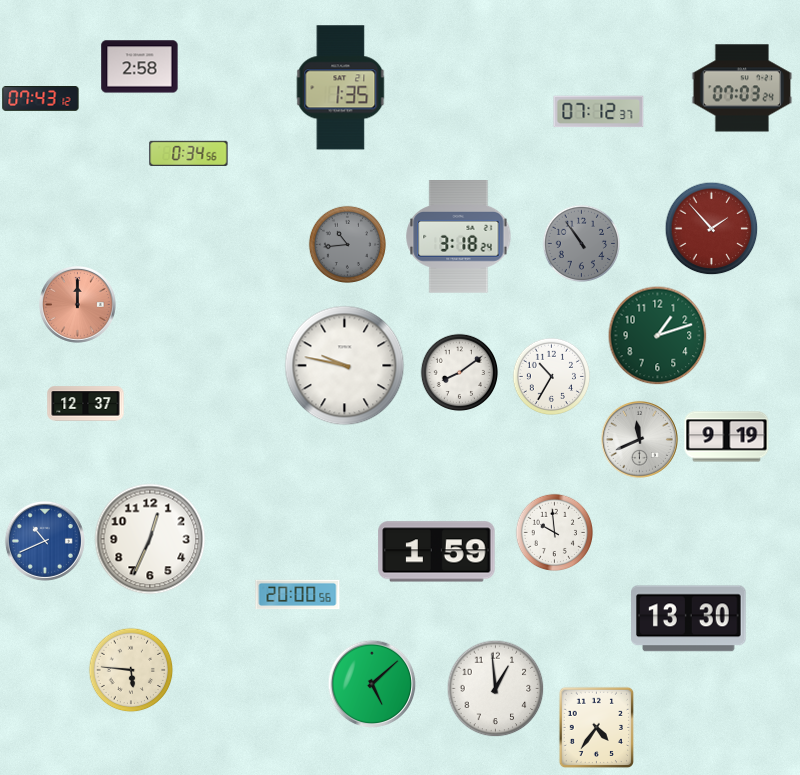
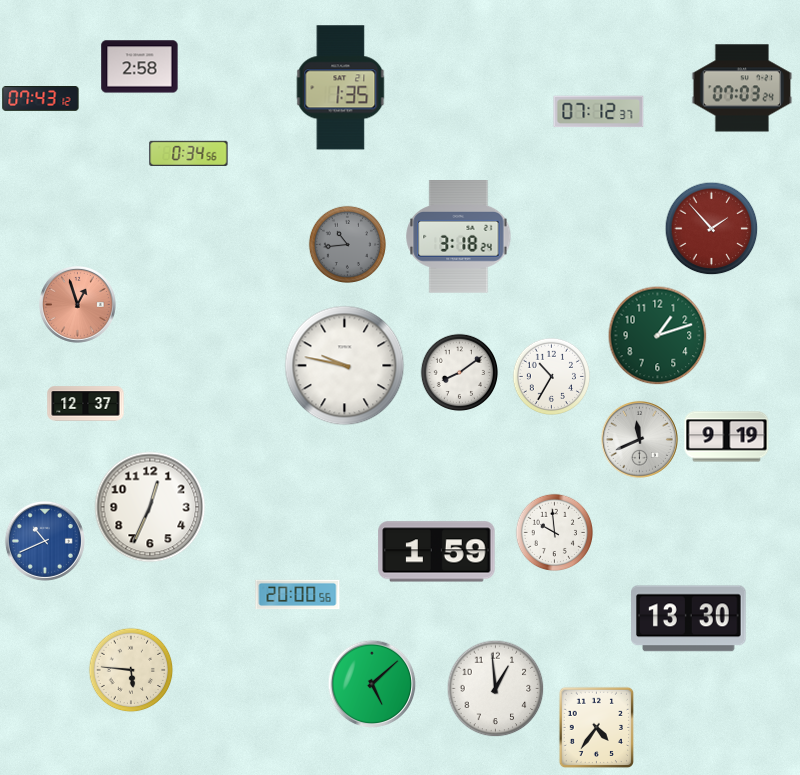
clock at (581, 243): 10:54 -> none
clock at (77, 304): 12:00 -> 12:57
clock at (150, 539) position: (150, 539) -> (150, 507)
